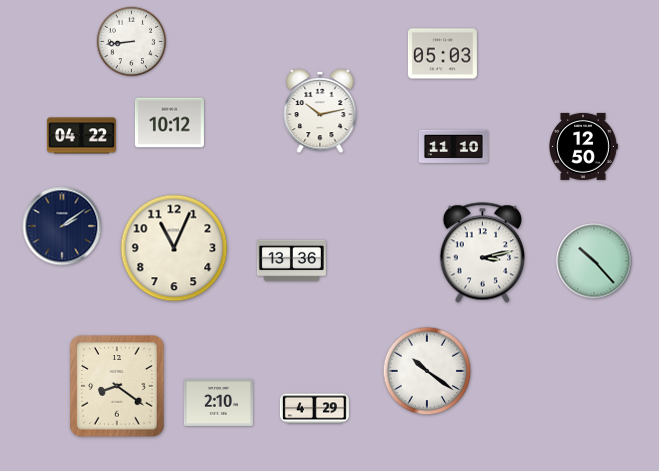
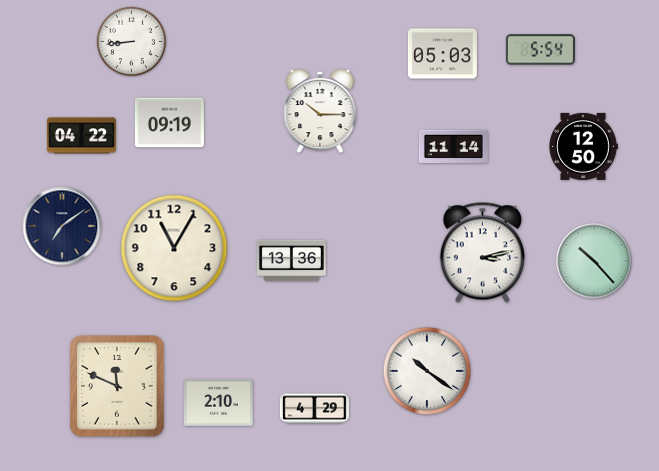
clock at (540, 50): none -> 5:54
clock at (320, 111): 10:13 -> 10:15
clock at (169, 123): 10:12 -> 09:19
clock at (453, 147): 11:10 -> 11:14
clock at (62, 226): 2:09 -> 7:09
clock at (174, 248): 11:04 -> 11:05
clock at (117, 386): 8:21 -> 11:49
